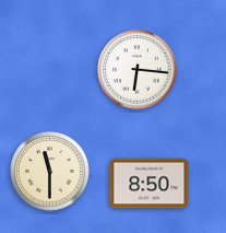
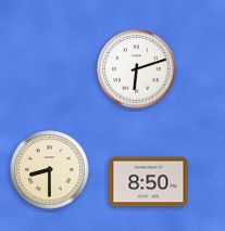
clock at (138, 70): 6:16 -> 6:12
clock at (50, 172): 11:30 -> 8:30
